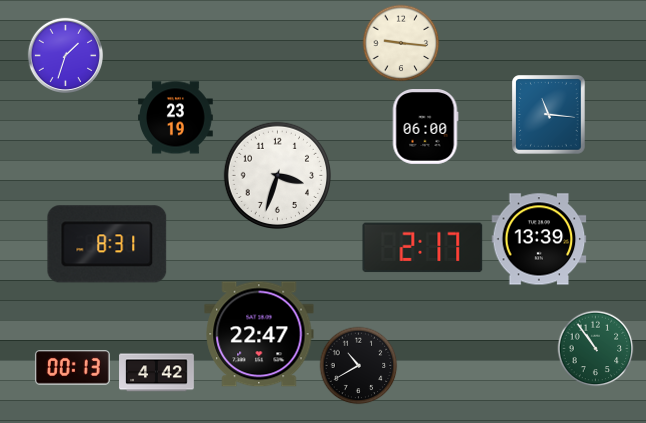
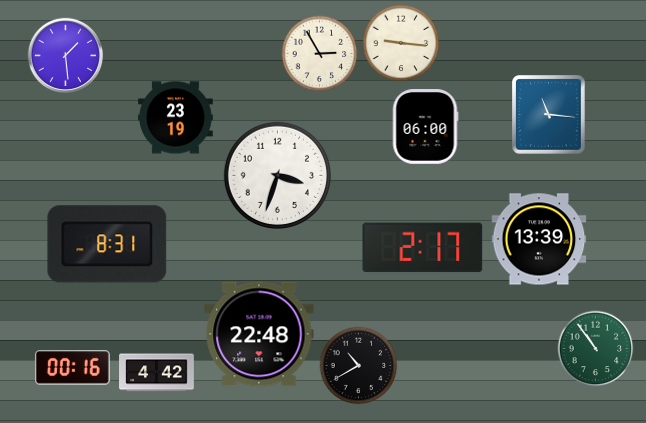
clock at (320, 54): none -> 2:55
clock at (65, 55): 1:33 -> 1:29
clock at (259, 334): 22:47 -> 22:48
clock at (72, 368): 00:13 -> 00:16
